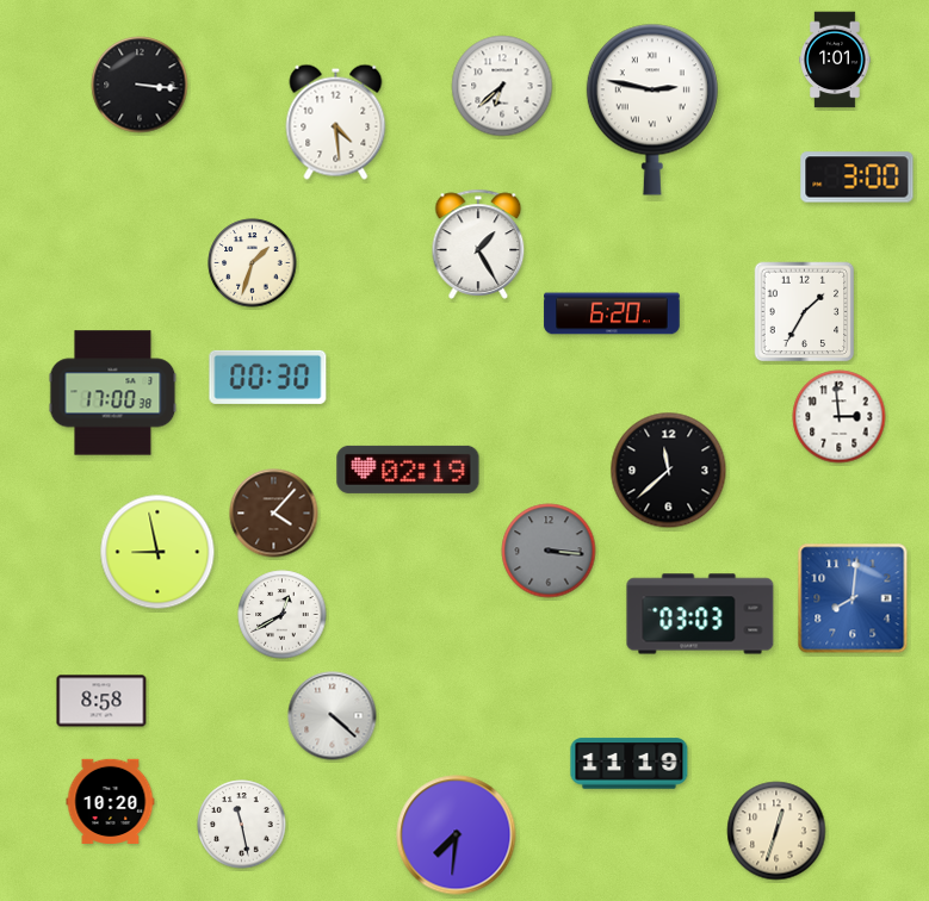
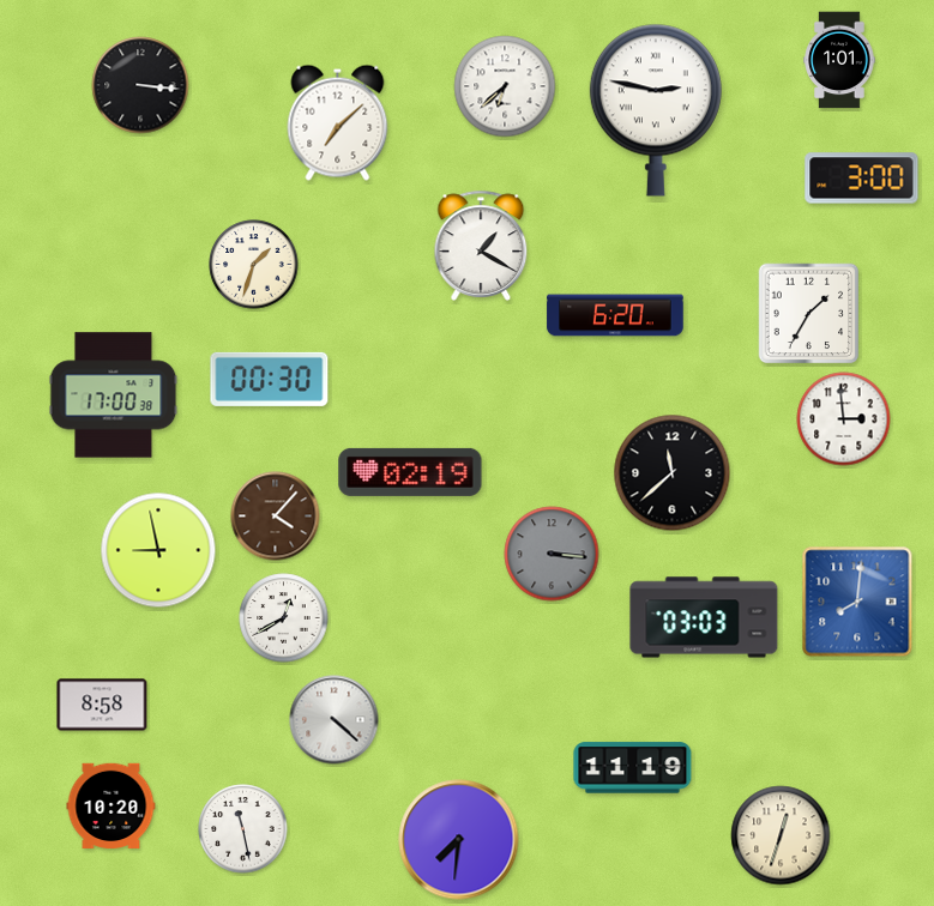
clock at (336, 122): 4:29 -> 7:08
clock at (478, 244): 1:25 -> 1:20
clock at (157, 552) position: (157, 552) -> (158, 550)
